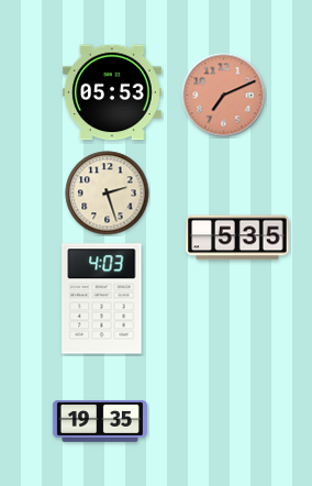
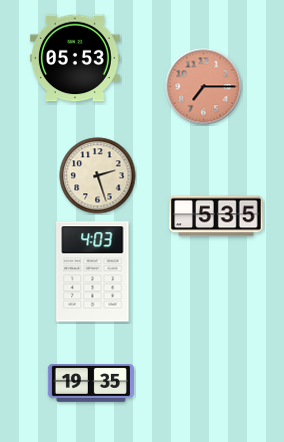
clock at (112, 92) position: (112, 92) -> (75, 58)
clock at (224, 96): 7:11 -> 7:15
